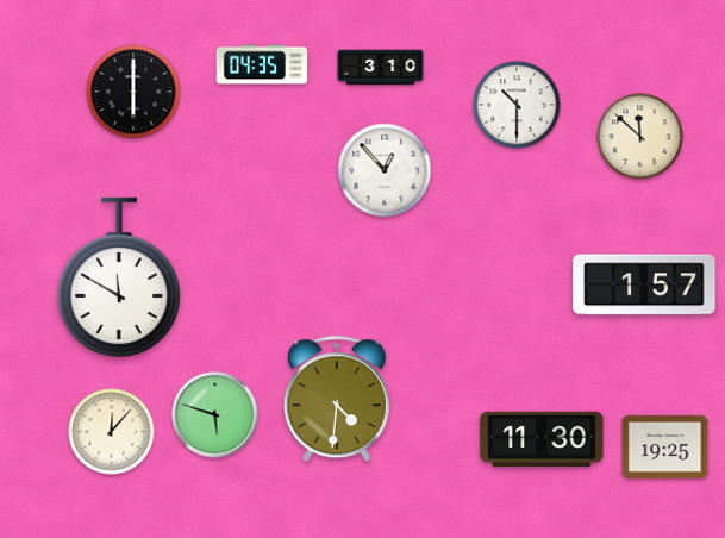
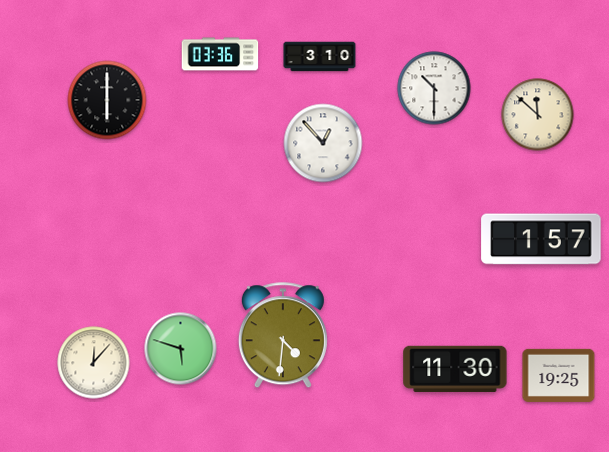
clock at (262, 64): 04:35 -> 03:36
clock at (133, 92) position: (133, 92) -> (107, 100)
clock at (119, 277): 11:50 -> none
